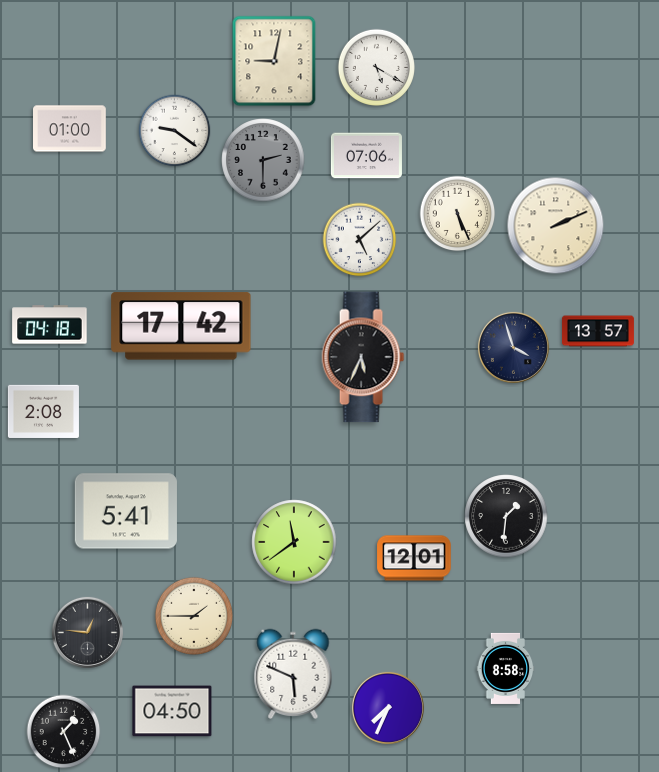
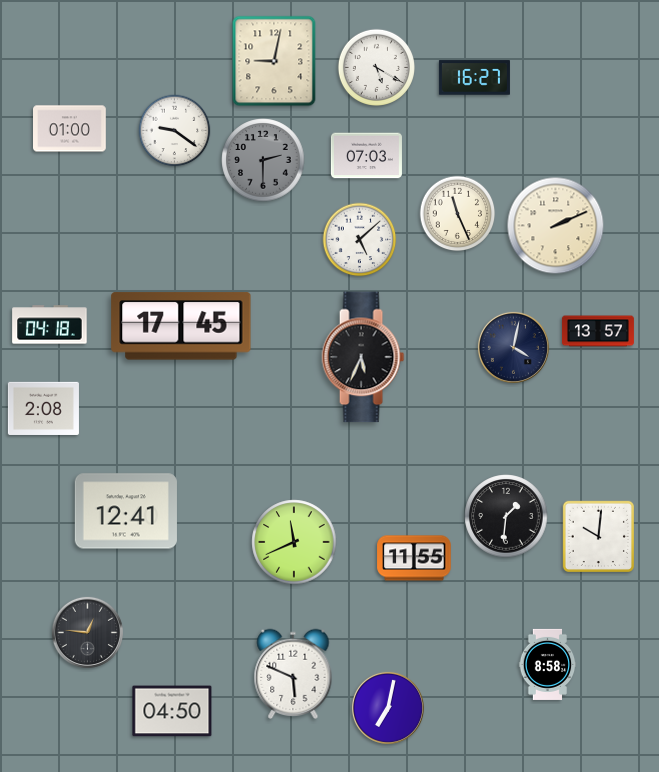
clock at (474, 78): none -> 16:27
clock at (366, 156): 07:06 -> 07:03
clock at (458, 214): 5:26 -> 11:26
clock at (181, 326): 17:42 -> 17:45
clock at (513, 347): 3:57 -> 4:02
clock at (43, 411) position: (43, 411) -> (43, 408)
clock at (126, 511): 5:41 -> 12:41
clock at (598, 536): none -> 10:01
clock at (294, 542): 11:39 -> 11:41
clock at (414, 558): 12:01 -> 11:55
clock at (194, 616): 1:45 -> none
clock at (506, 668) position: (506, 668) -> (548, 664)
clock at (388, 708): 7:34 -> 7:02
clock at (64, 732): 1:26 -> none
